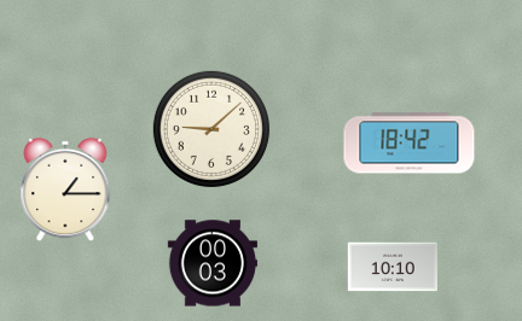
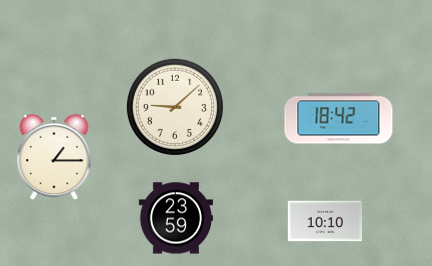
clock at (211, 263): 00:03 -> 23:59
